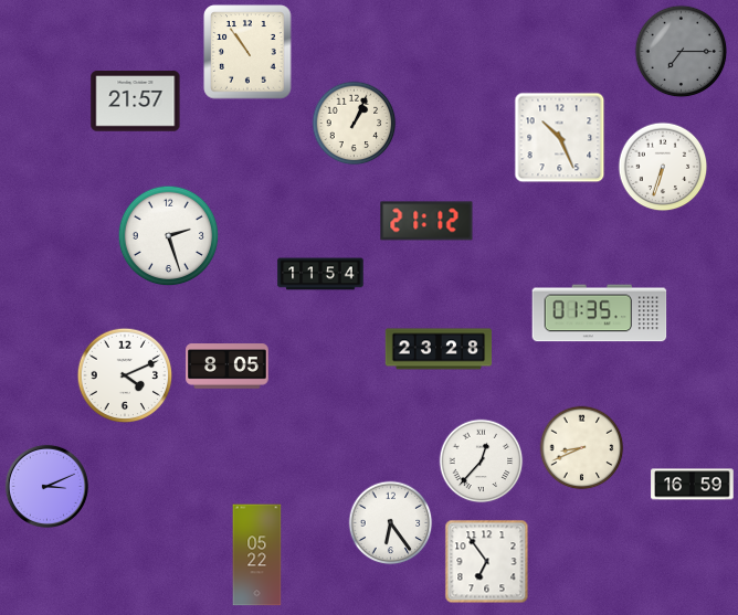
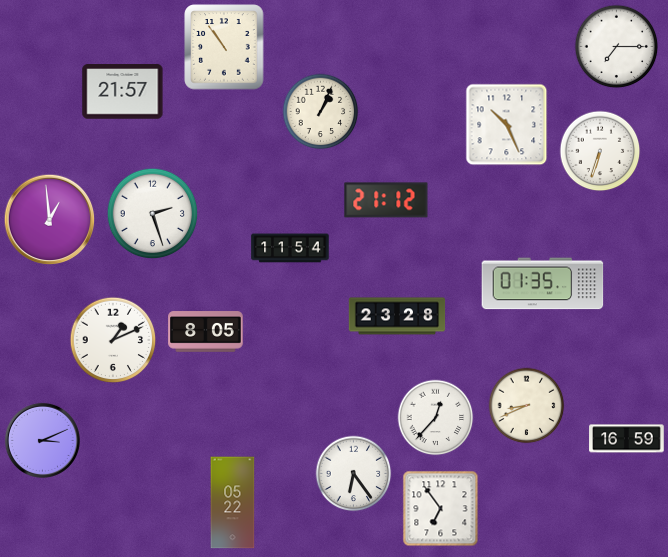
clock at (682, 52) dial: grey -> white
clock at (50, 220): none -> 12:59
clock at (125, 375): 4:11 -> 1:11
